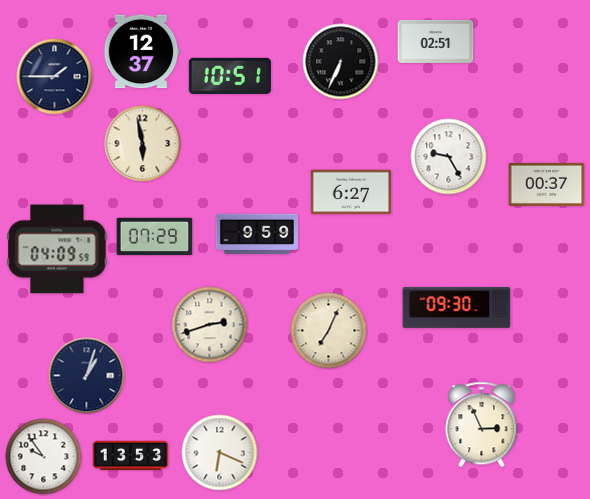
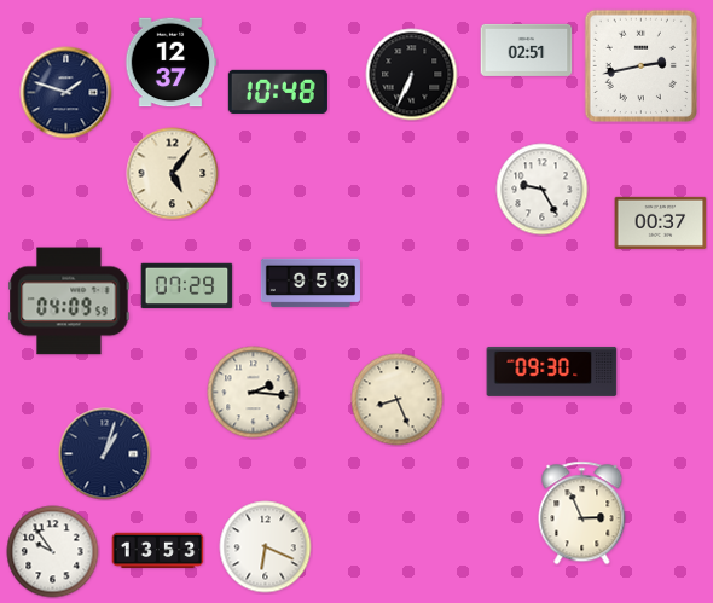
clock at (640, 65): none -> 2:43
clock at (230, 76): 10:51 -> 10:48
clock at (55, 77): 1:45 -> 1:48
clock at (143, 144): 5:58 -> 5:06
clock at (350, 192): 6:27 -> none
clock at (210, 325): 2:42 -> 2:16
clock at (329, 331): 7:04 -> 8:26
